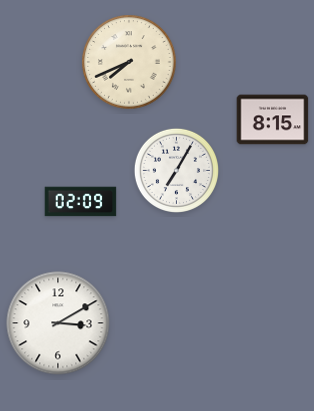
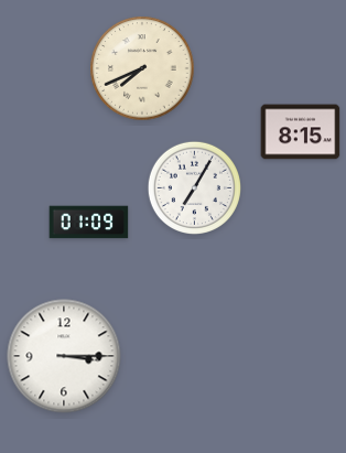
clock at (81, 202): 02:09 -> 01:09
clock at (58, 323): 3:10 -> 3:15
